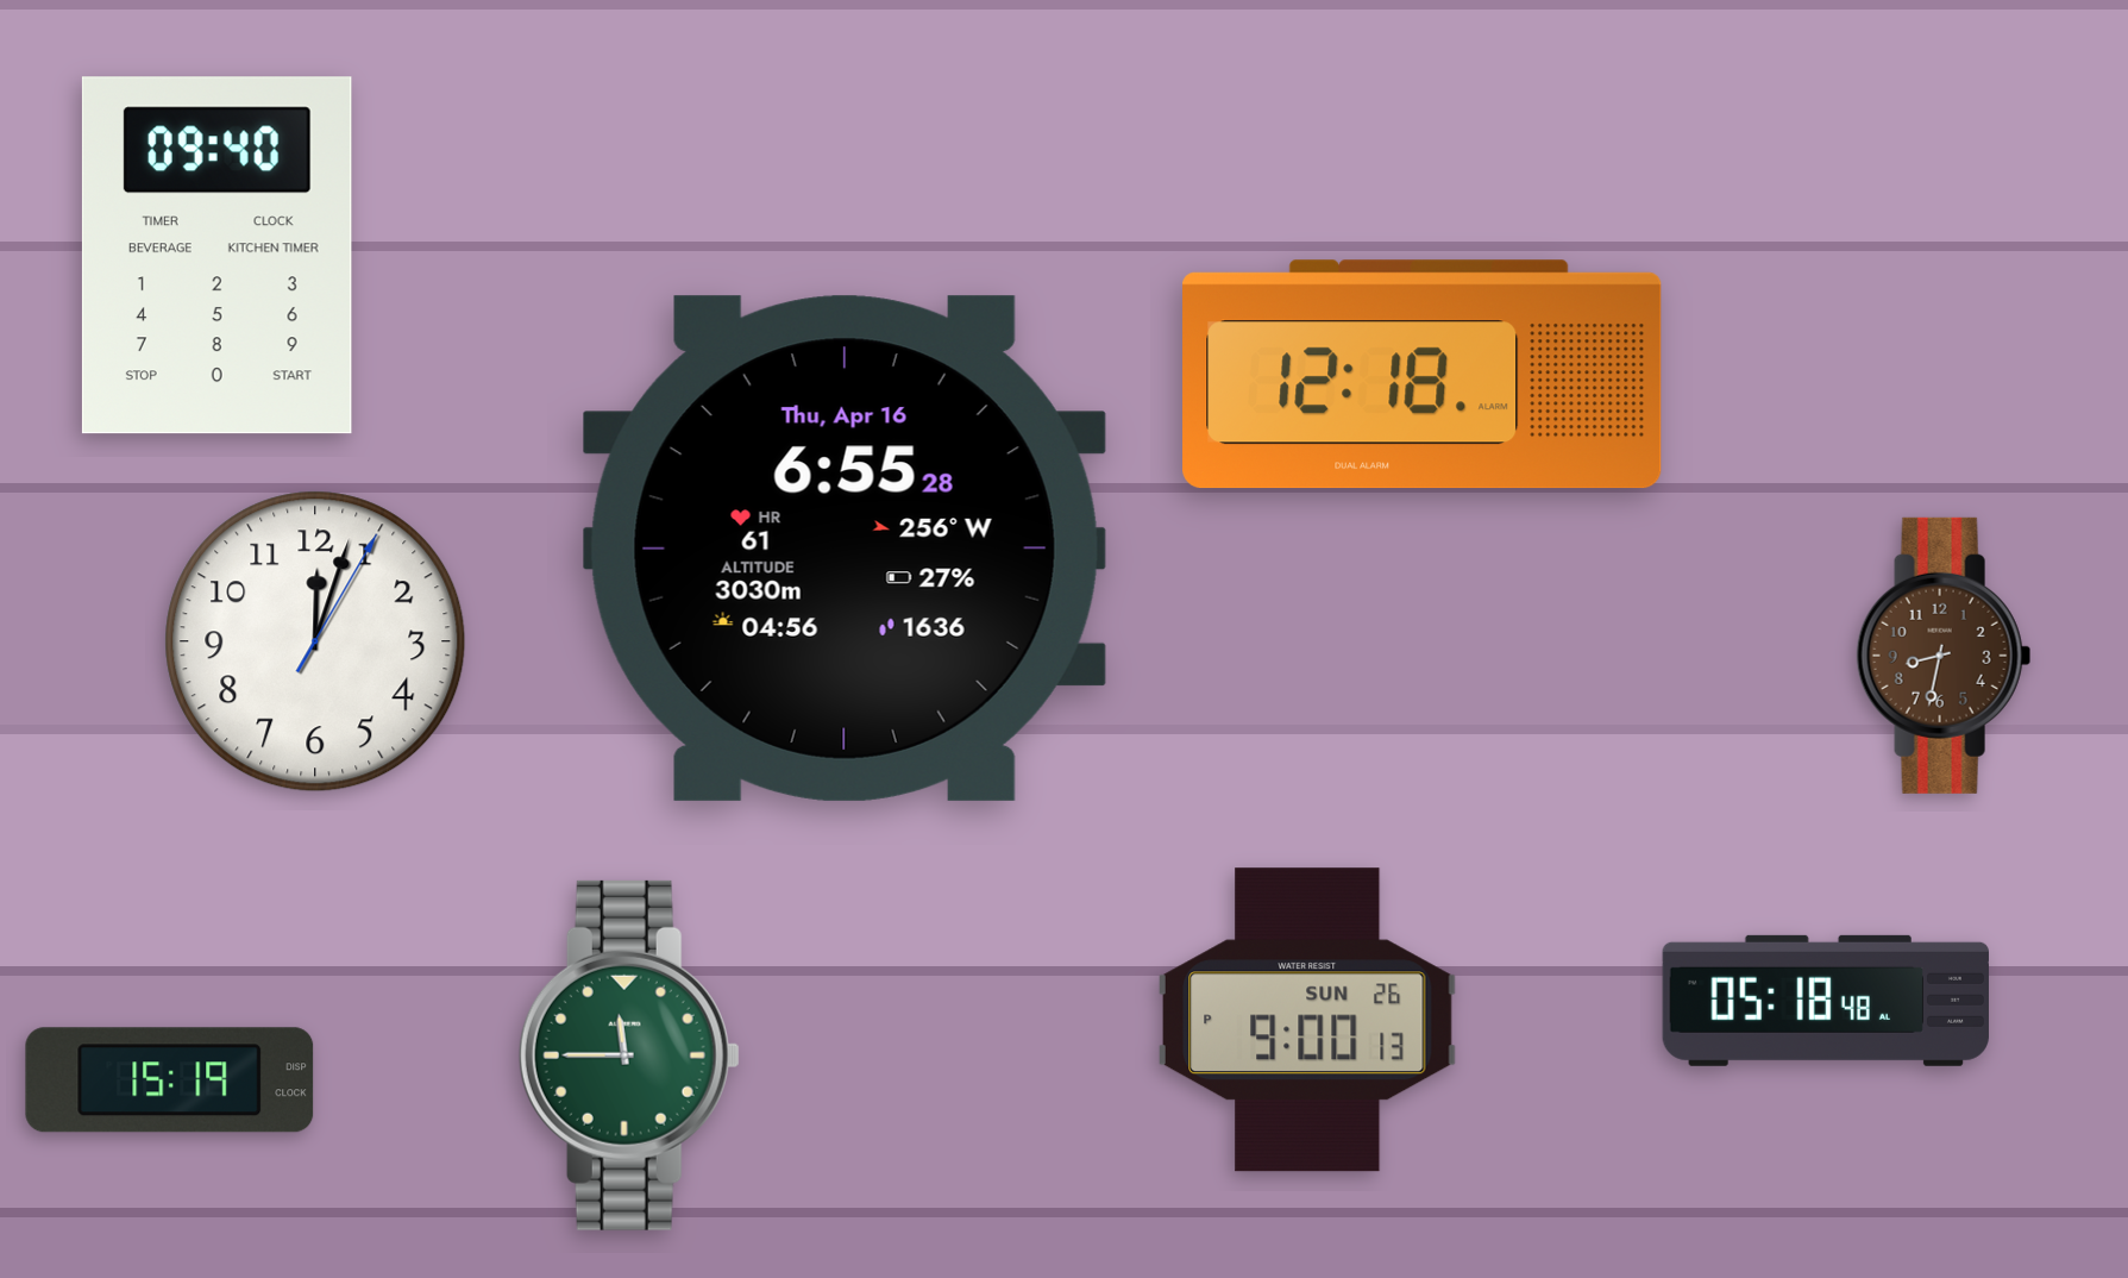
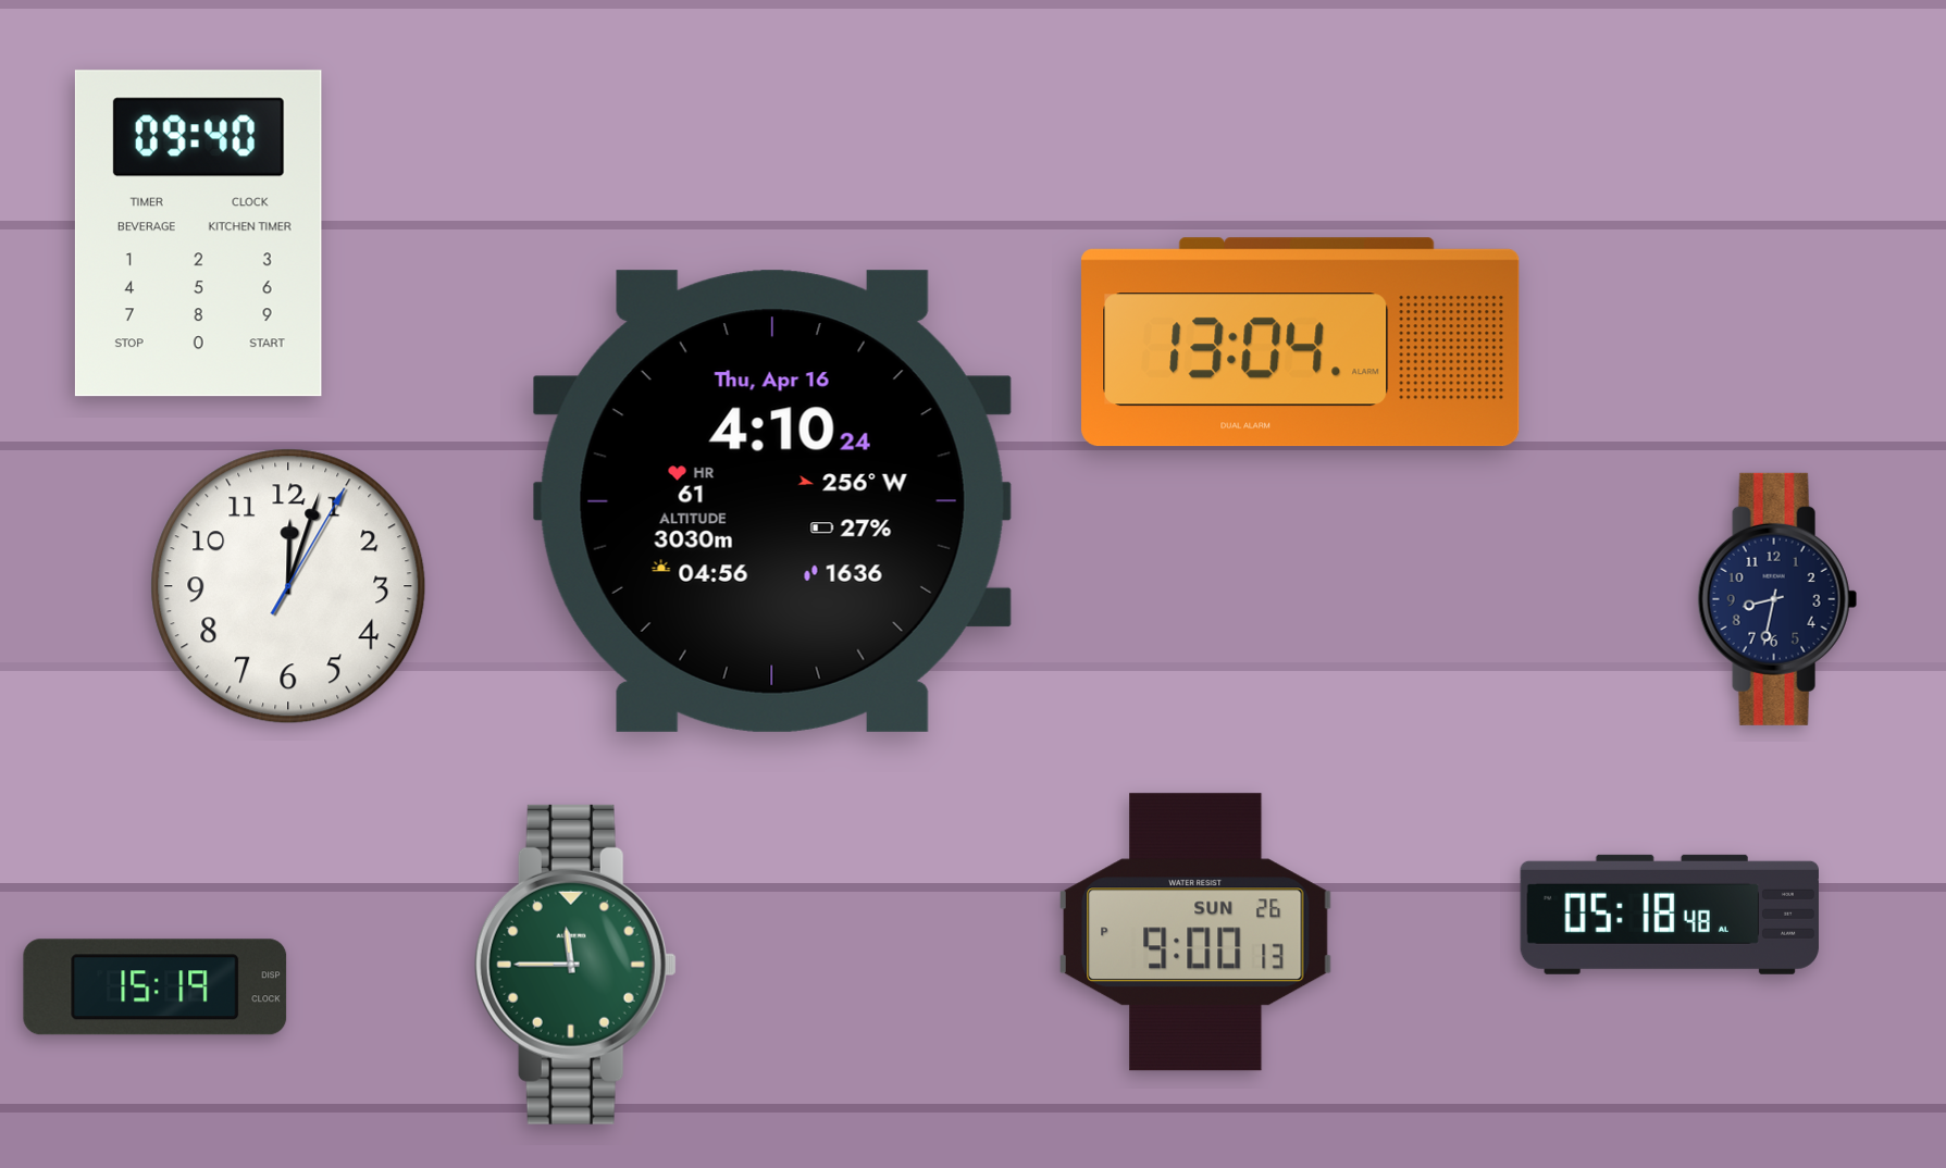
clock at (1423, 375): 12:18 -> 13:04
clock at (845, 549): 6:55 -> 4:10
clock at (1944, 656) dial: brown -> navy
